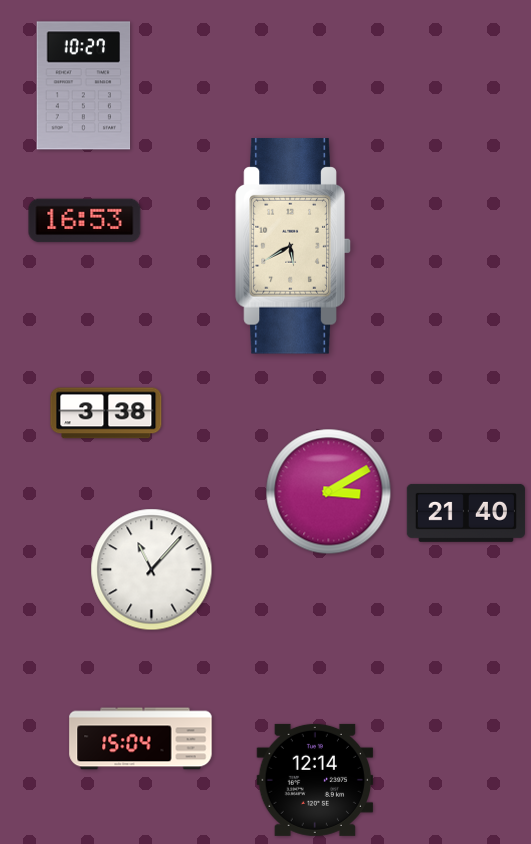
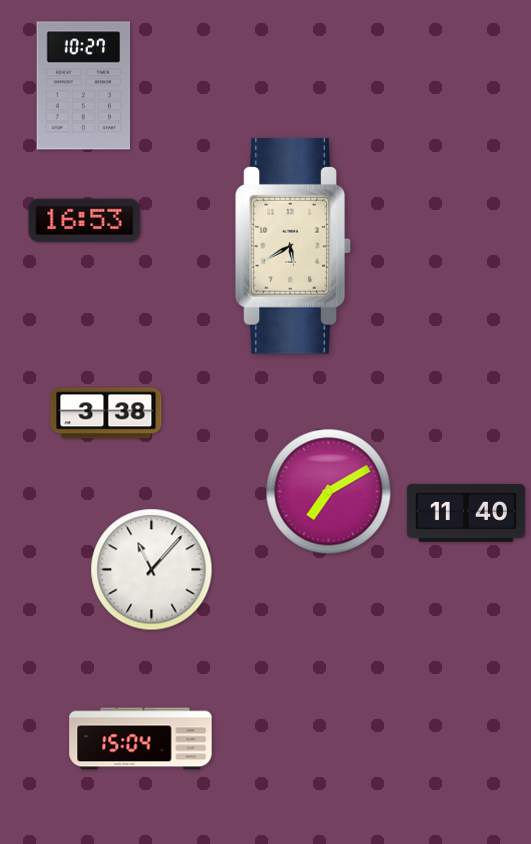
clock at (329, 492): 3:10 -> 7:10
clock at (466, 513): 21:40 -> 11:40
clock at (315, 780): 12:14 -> none
